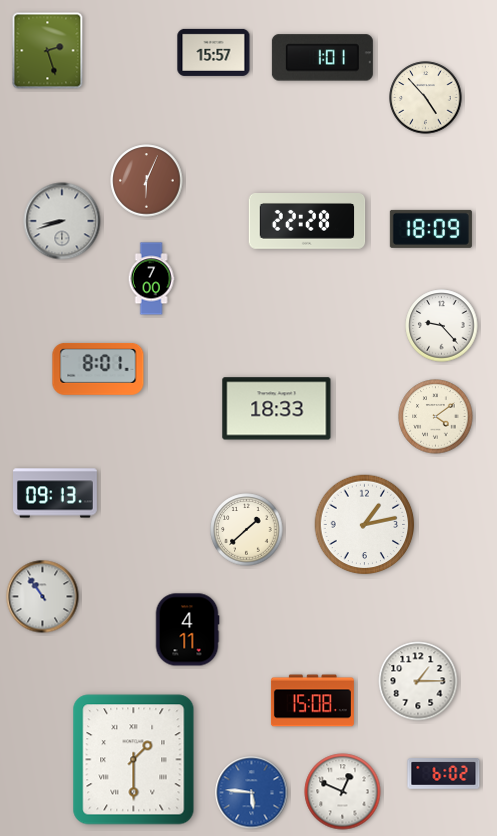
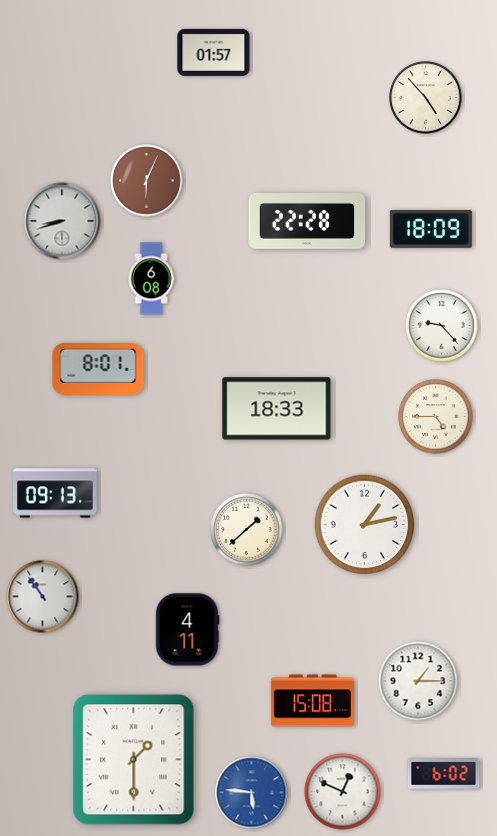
clock at (48, 51): 2:27 -> none
clock at (214, 52): 15:57 -> 01:57
clock at (322, 58): 1:01 -> none
clock at (151, 279): 7:00 -> 6:08
clock at (436, 417): 4:09 -> 4:45
